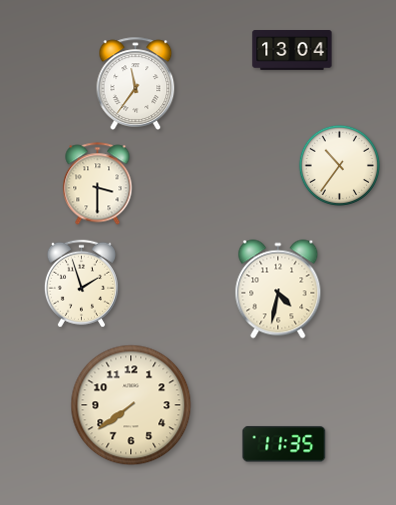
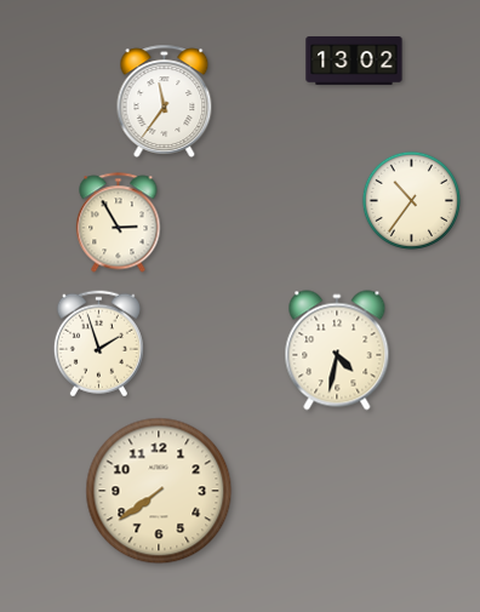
clock at (292, 51): 13:04 -> 13:02
clock at (98, 184): 3:30 -> 2:55
clock at (284, 444): 11:35 -> none
